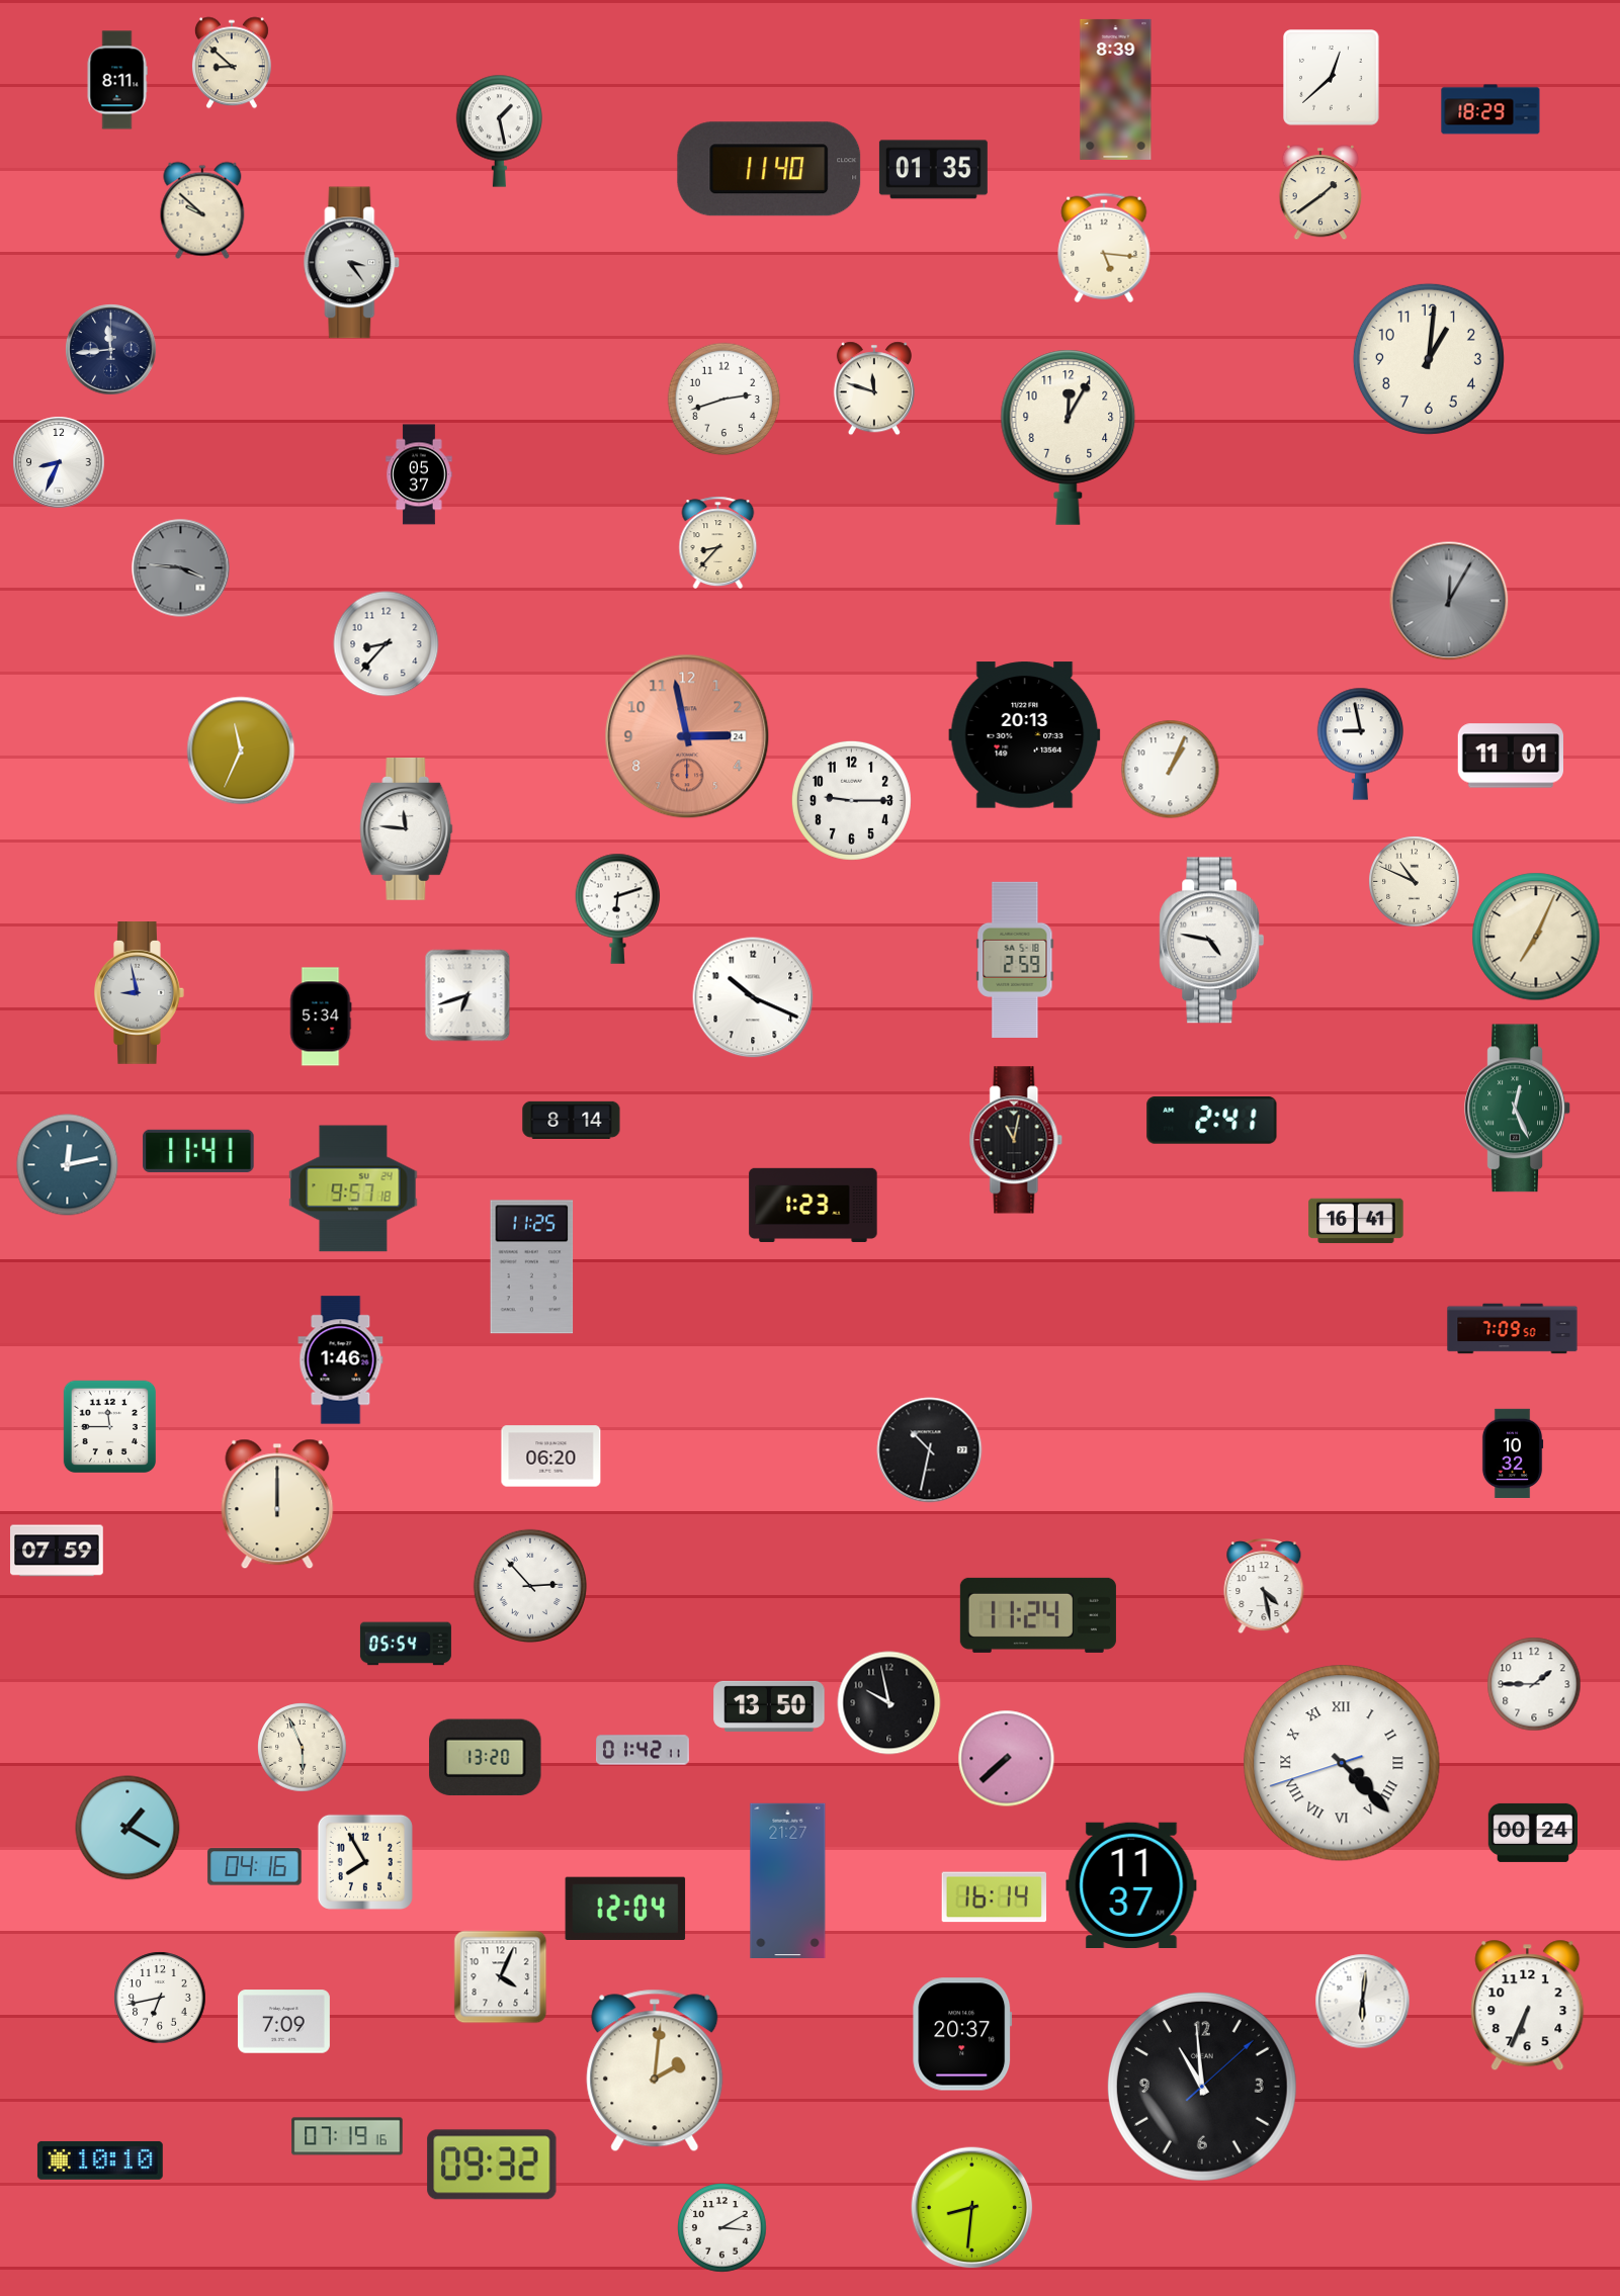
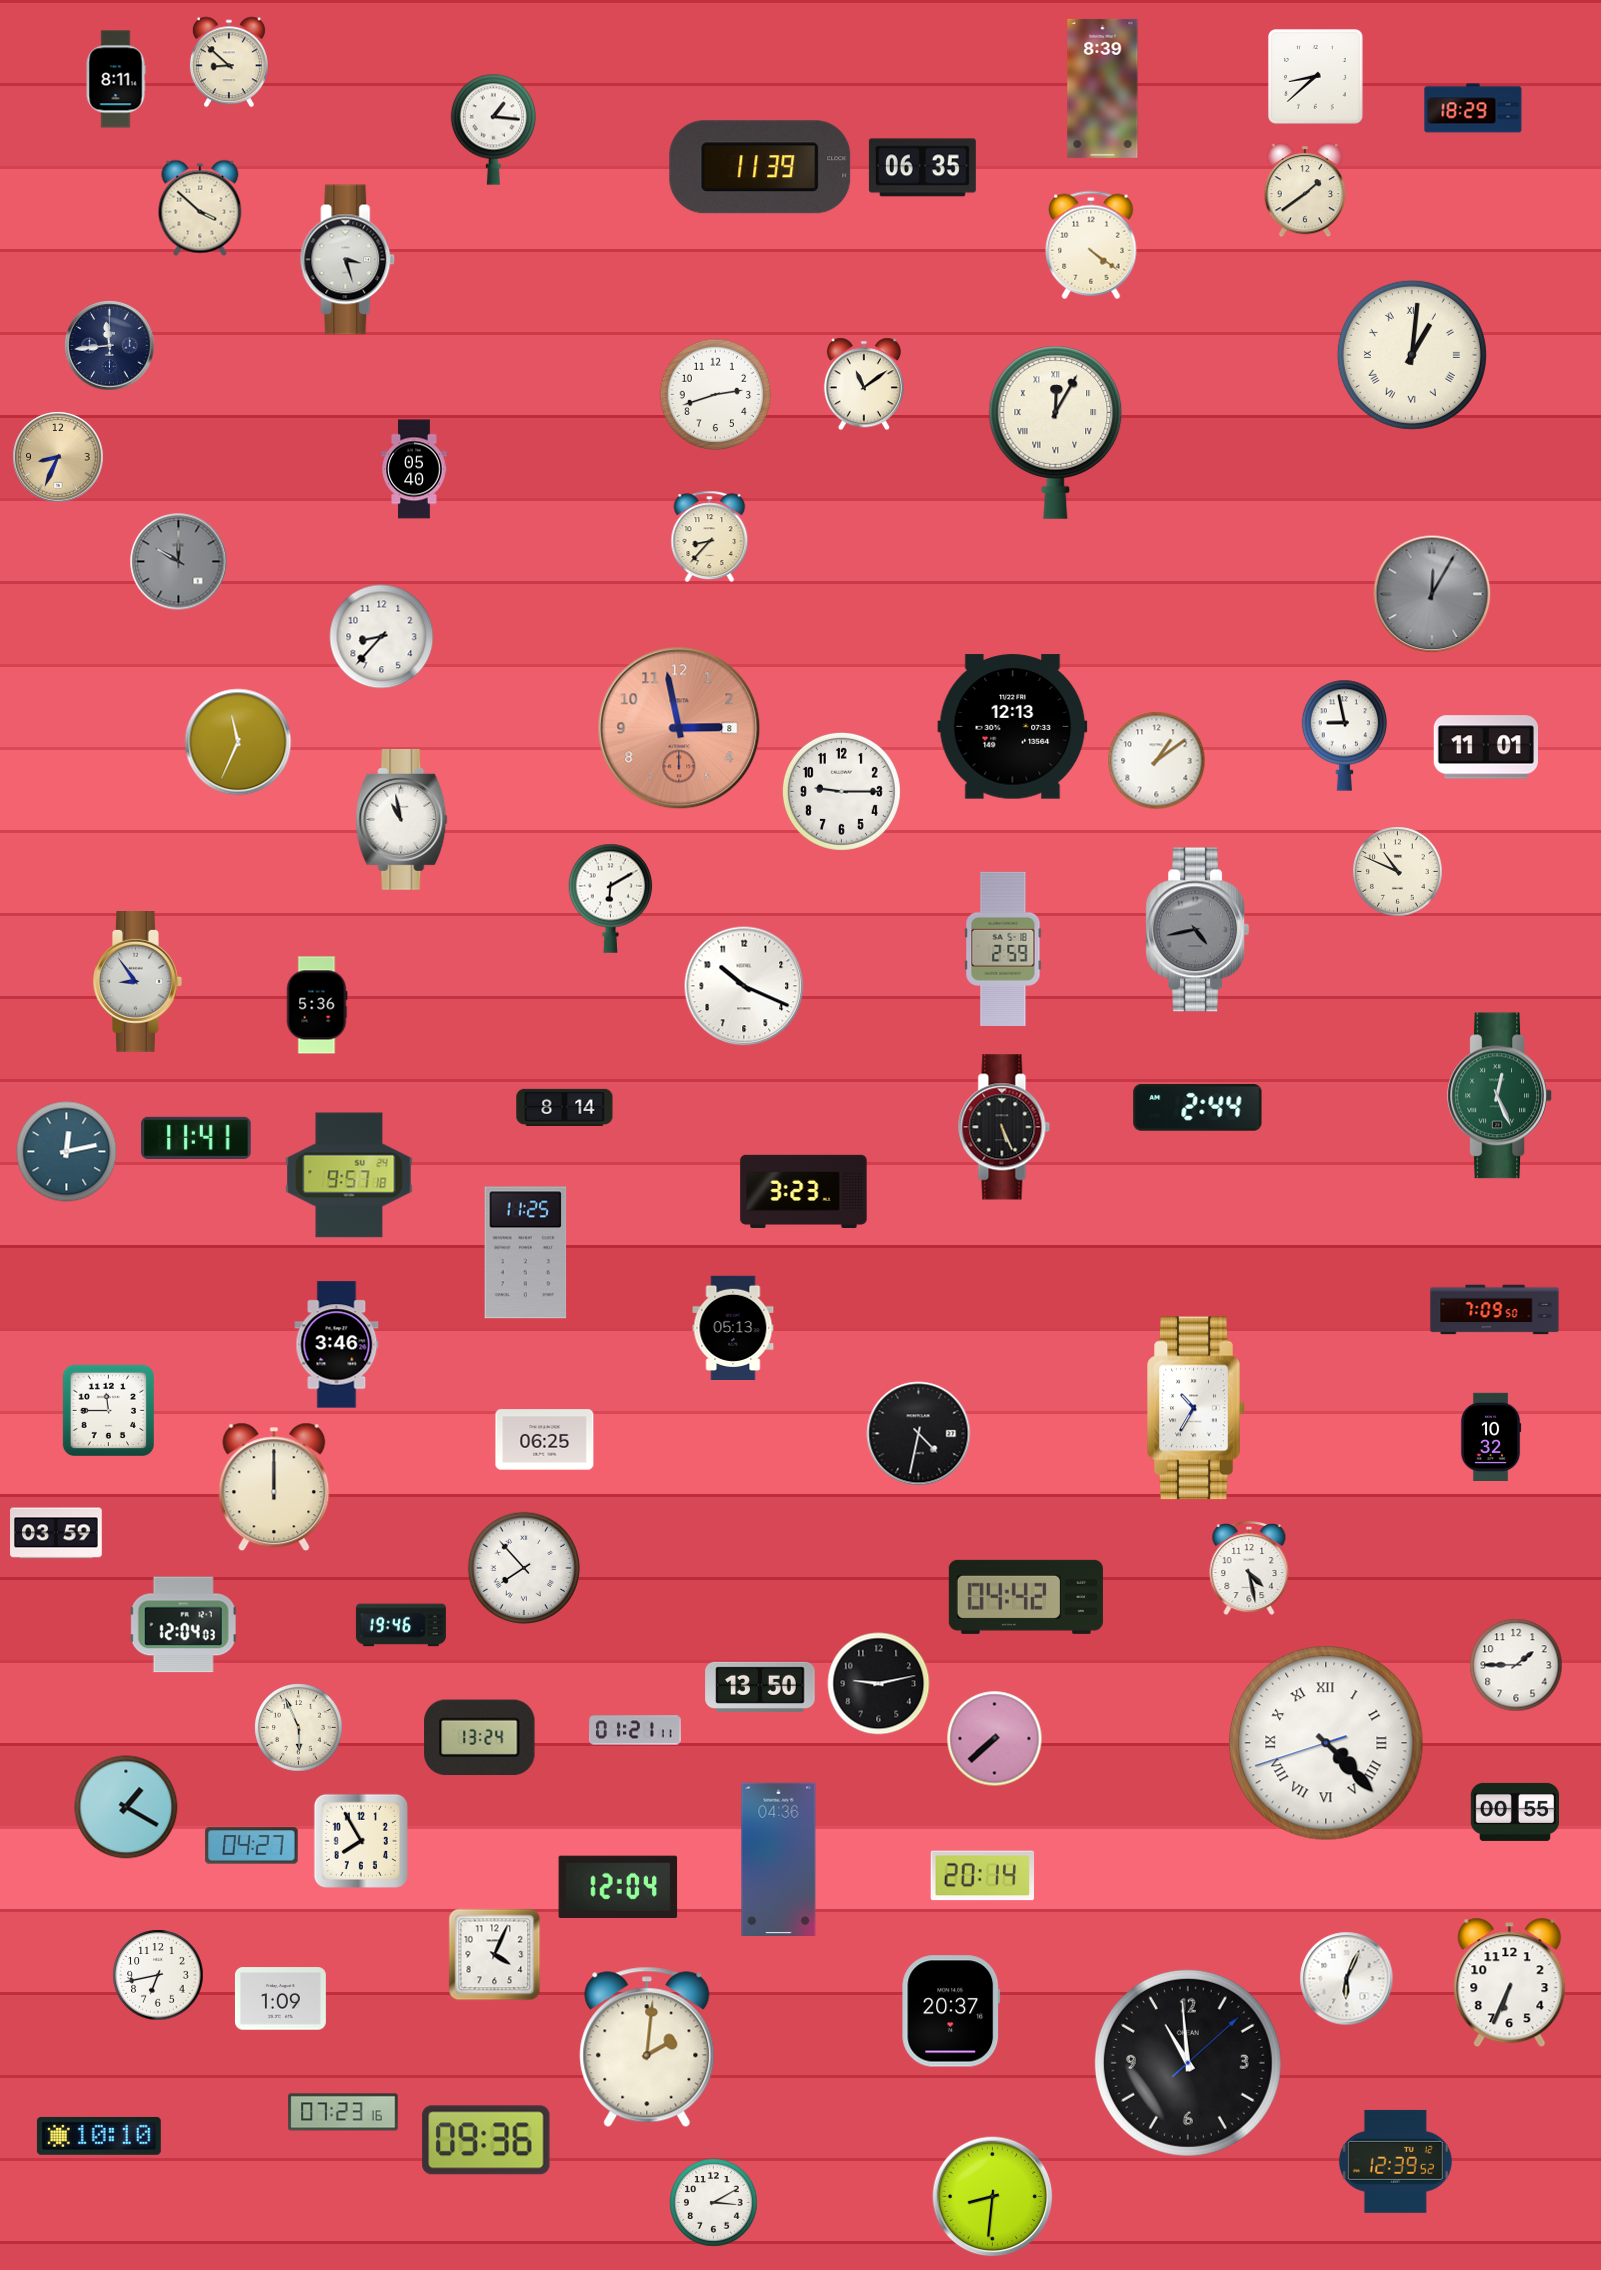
clock at (1332, 78): 12:38 -> 8:38
clock at (499, 130): 1:28 -> 1:16
clock at (769, 169): 11:40 -> 11:39
clock at (933, 170): 01:35 -> 06:35
clock at (202, 210): 9:52 -> 3:52
clock at (1104, 248): 5:16 -> 4:21
clock at (352, 263): 3:24 -> 3:27
clock at (1429, 359) numerals: Arabic -> Roman
clock at (874, 388): 11:48 -> 11:09
clock at (1069, 437) numerals: Arabic -> Roman
clock at (59, 462) dial: white -> champagne
clock at (419, 474): 05:37 -> 05:40
clock at (181, 568): 3:46 -> 10:00
clock at (1025, 735): 20:13 -> 12:13
clock at (687, 736) date: 24 -> 8
clock at (1510, 756) position: (1510, 756) -> (1485, 747)
clock at (1171, 770): 1:04 -> 1:09
clock at (407, 829): 11:46 -> 10:58
clock at (618, 908): 6:12 -> 6:10
clock at (1536, 937): 7:04 -> none
clock at (1212, 941): 4:47 -> 4:43
clock at (1212, 941) dial: white -> grey
clock at (140, 993): 8:58 -> 8:54
clock at (467, 995): 6:42 -> none
clock at (321, 1017): 5:34 -> 5:36
clock at (1212, 1121): 2:41 -> 2:44
clock at (1016, 1140): 11:02 -> 5:26
clock at (814, 1205): 1:23 -> 3:23
clock at (1356, 1221): 16:41 -> none
clock at (1513, 1329) position: (1513, 1329) -> (1495, 1310)
clock at (733, 1328): none -> 05:13
clock at (341, 1360): 1:46 -> 3:46
clock at (1196, 1408): none -> 10:35
clock at (930, 1450): 10:32 -> 4:32
clock at (1513, 1452) position: (1513, 1452) -> (1491, 1436)
clock at (551, 1456): 06:20 -> 06:25
clock at (57, 1551): 07:59 -> 03:59
clock at (530, 1586): 2:53 -> 7:53
clock at (1038, 1615): 11:24 -> 04:42
clock at (184, 1625): none -> 12:04
clock at (406, 1644): 05:54 -> 19:46
clock at (889, 1703): 9:58 -> 9:13
clock at (643, 1750): 01:42 -> 01:21
clock at (486, 1758): 13:20 -> 13:24
clock at (1532, 1833): 00:24 -> 00:55
clock at (255, 1867): 04:16 -> 04:27
clock at (788, 1880): 21:27 -> 04:36
clock at (1131, 1884): 11:37 -> none
clock at (995, 1897): 16:14 -> 20:14
clock at (1363, 2002): 6:01 -> 6:04
clock at (283, 2022): 7:09 -> 1:09
clock at (347, 2136): 07:19 -> 07:23
clock at (492, 2165): 09:32 -> 09:36
clock at (1395, 2161): none -> 12:39
clock at (972, 2208) position: (972, 2208) -> (993, 2197)
